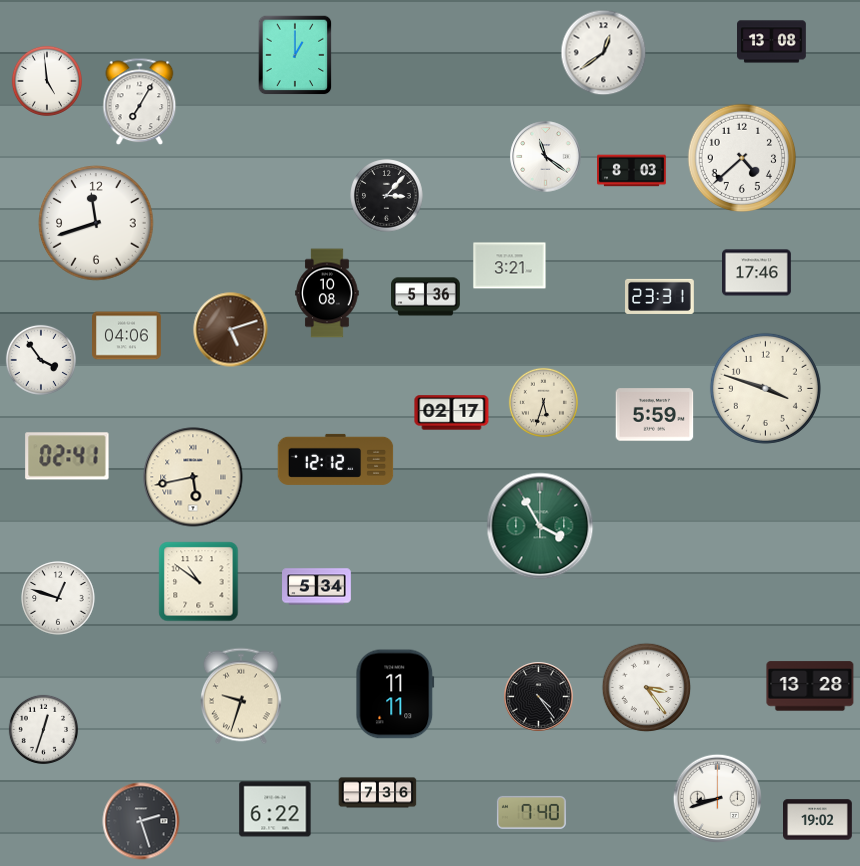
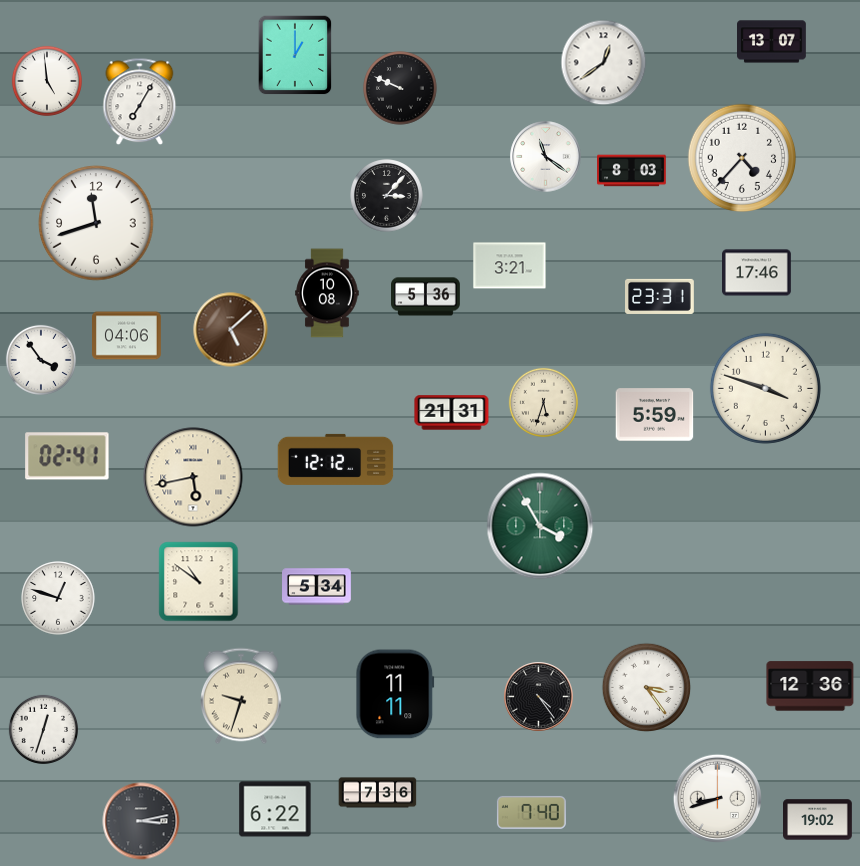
clock at (772, 42): 13:08 -> 13:07
clock at (604, 53) position: (604, 53) -> (604, 63)
clock at (400, 88): none -> 9:49
clock at (742, 158): 4:38 -> 4:37
clock at (231, 330): 5:12 -> 5:08
clock at (452, 413): 02:17 -> 21:31
clock at (810, 686): 13:28 -> 12:36
clock at (141, 821): 2:27 -> 3:13
